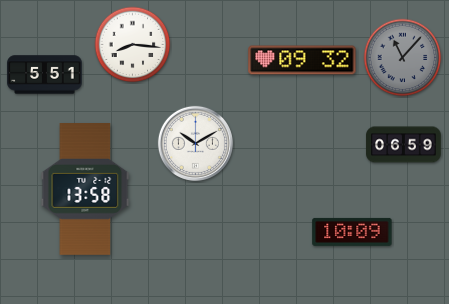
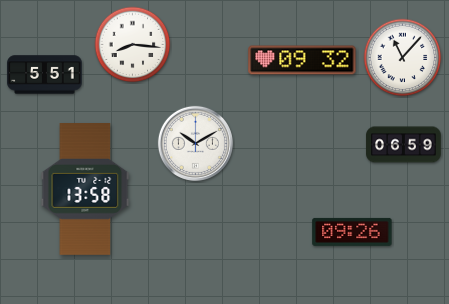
clock at (403, 58) dial: grey -> white
clock at (352, 232): 10:09 -> 09:26
